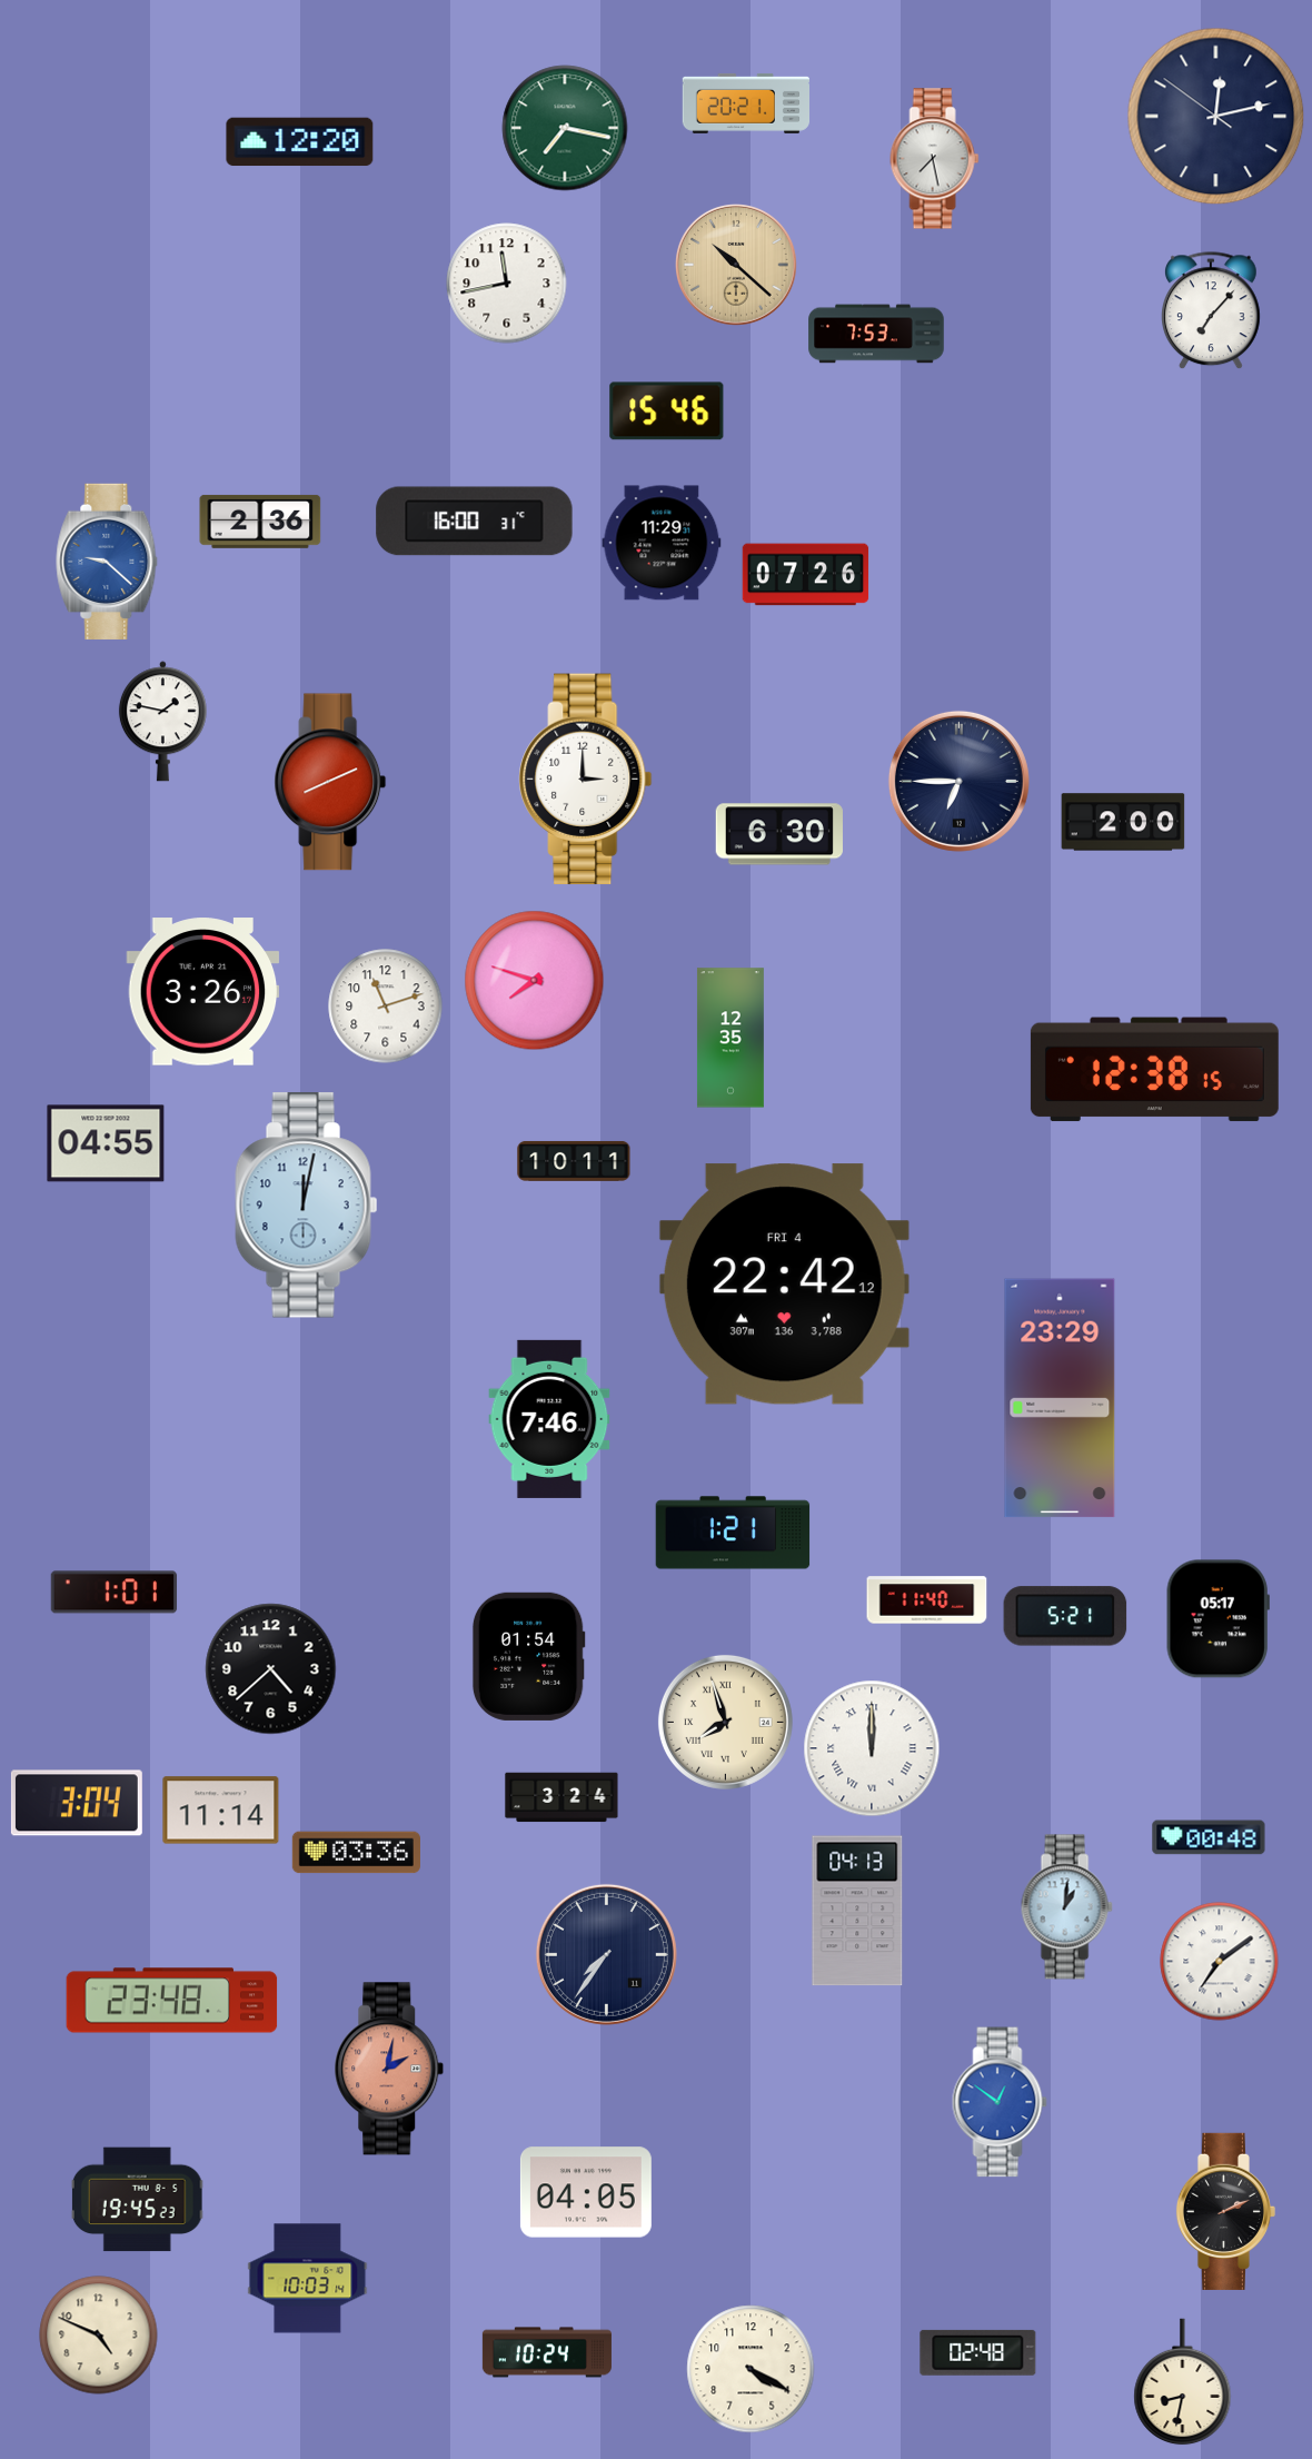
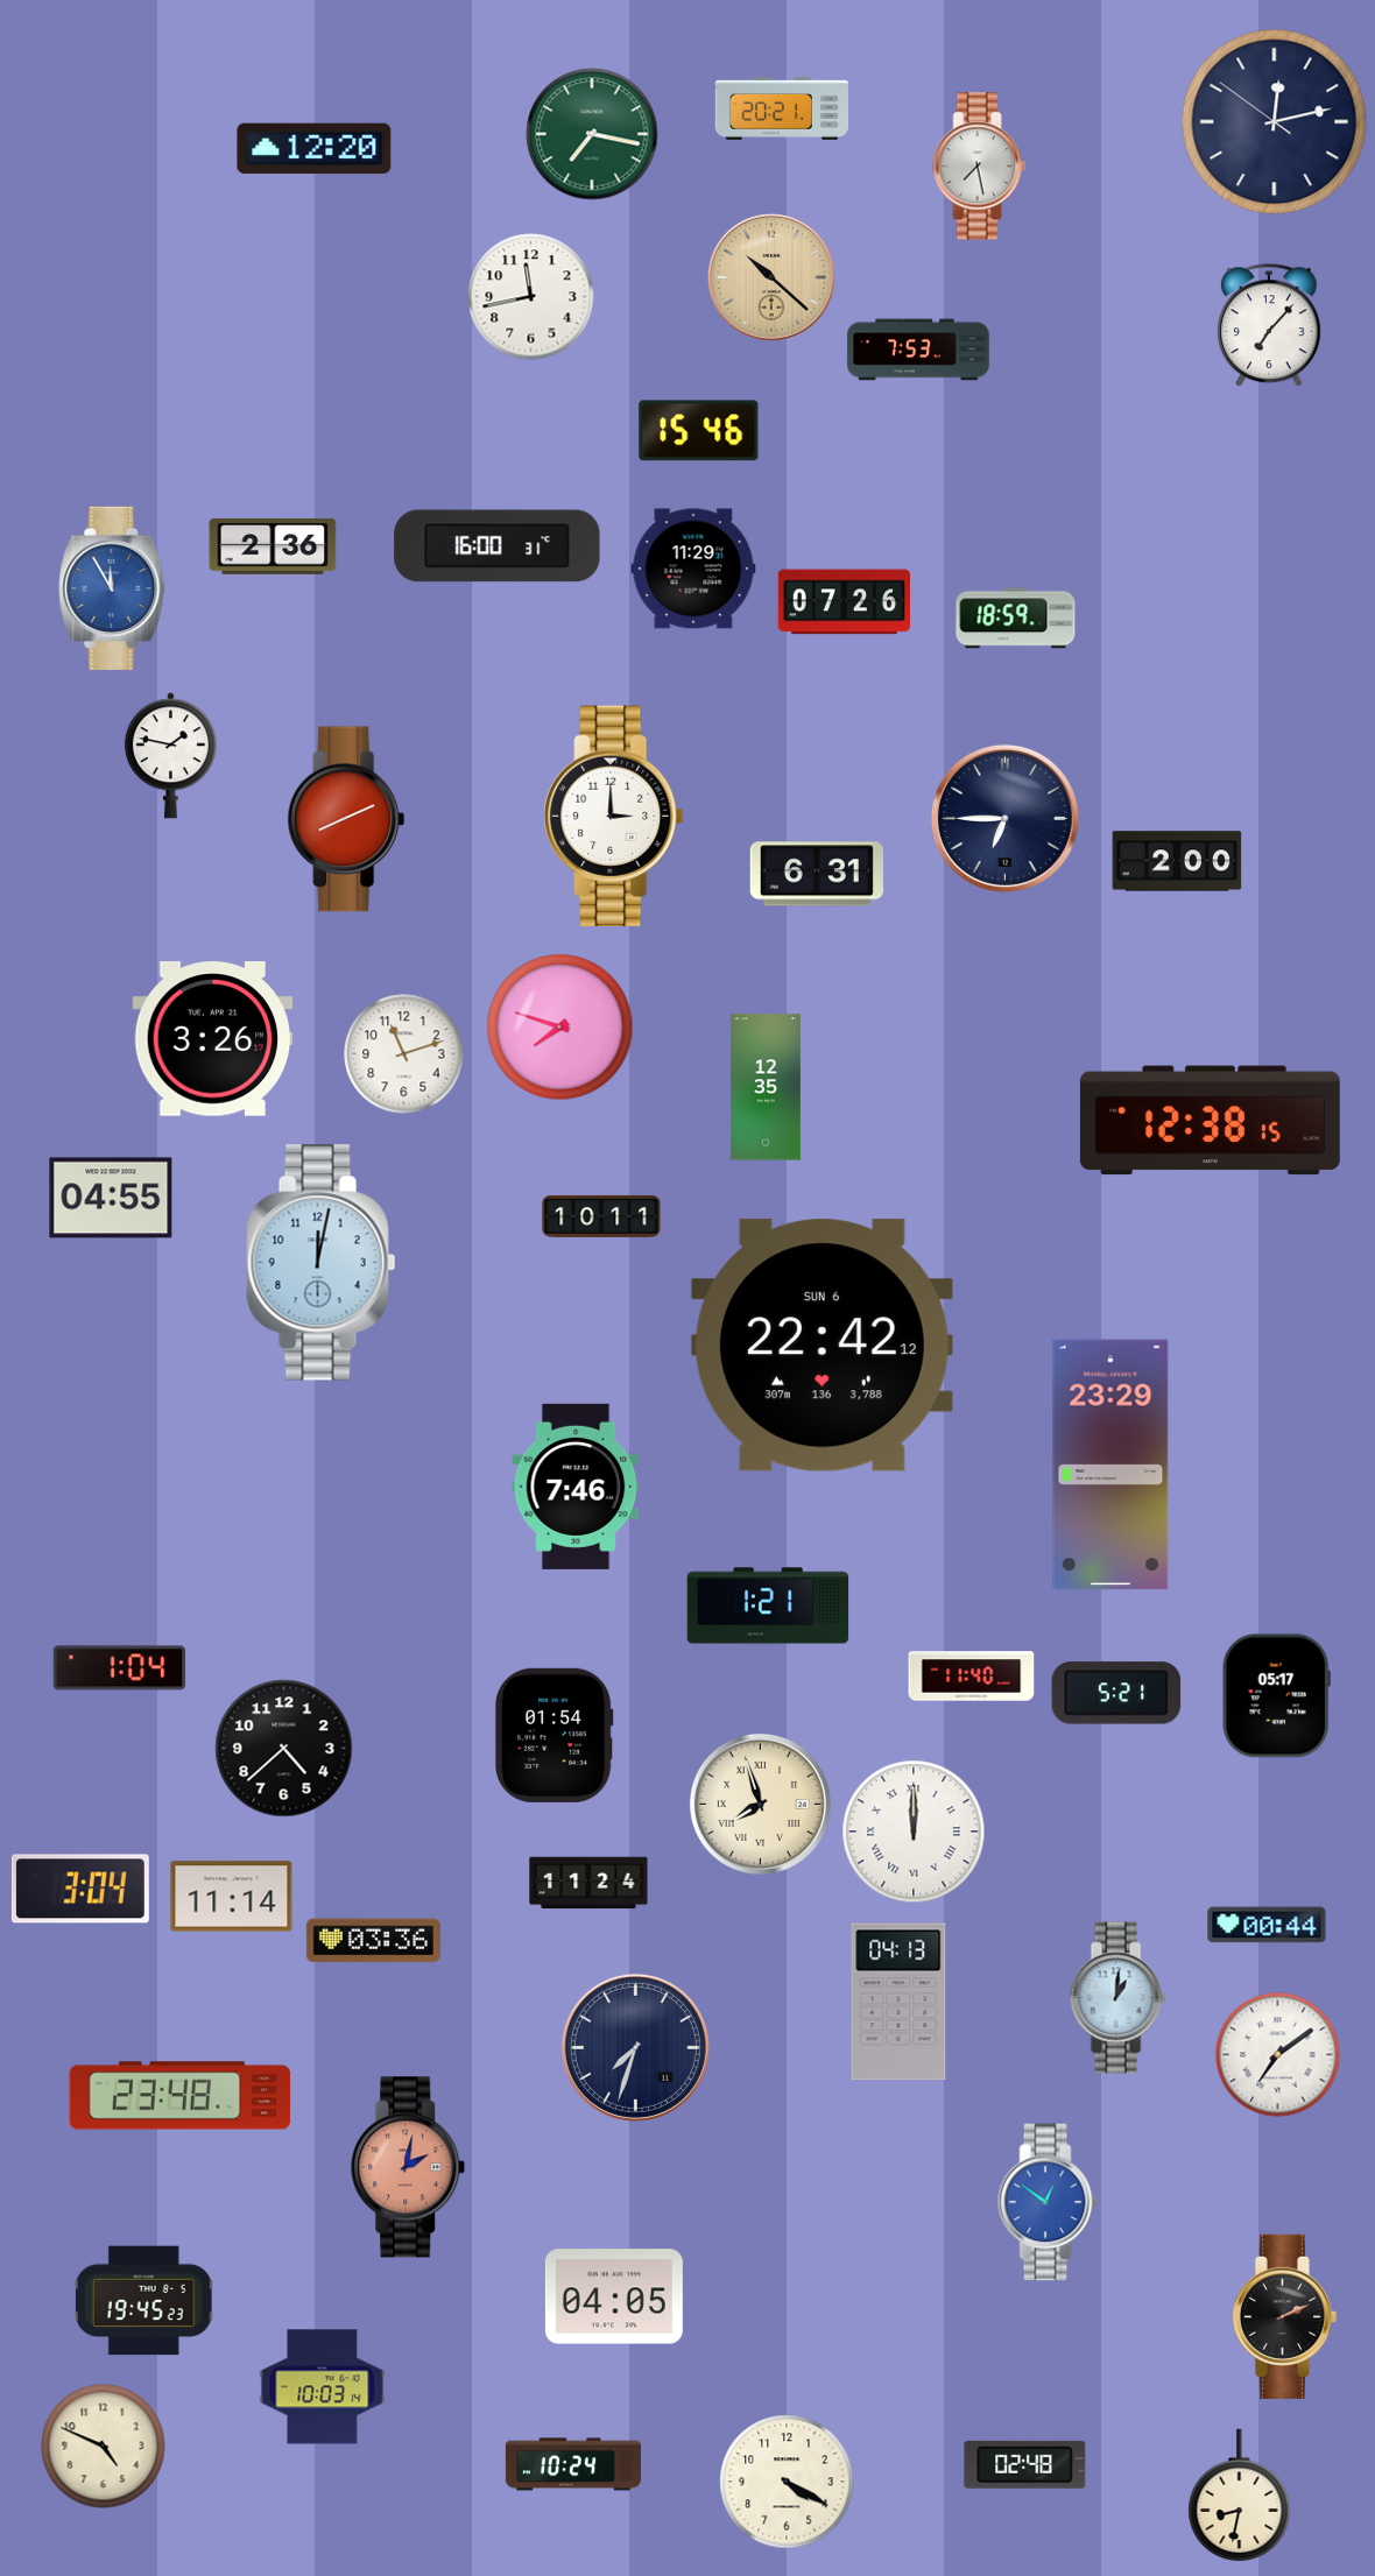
clock at (107, 562): 9:22 -> 11:55
clock at (1016, 619): none -> 18:59
clock at (779, 834): 6:30 -> 6:31
clock at (784, 1285) date: FRI 4 -> SUN 6
clock at (115, 1593): 1:01 -> 1:04
clock at (561, 1797): 3:24 -> 11:24
clock at (1209, 1837): 00:48 -> 00:44
clock at (606, 1954): 7:36 -> 7:33
clock at (138, 2200) position: (138, 2200) -> (144, 2301)
